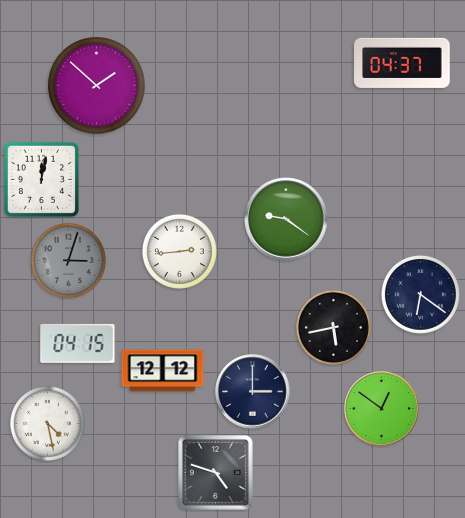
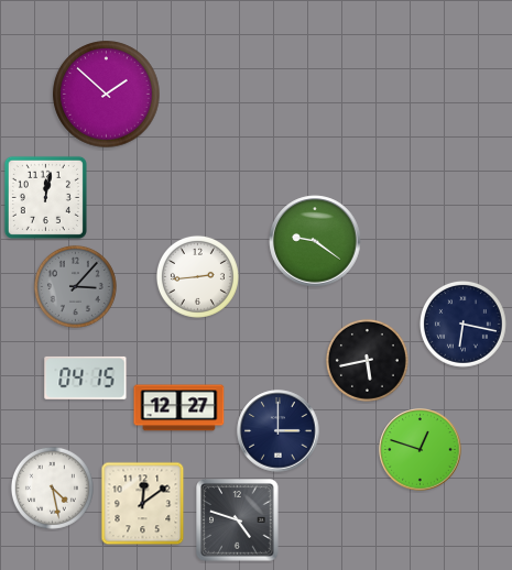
clock at (402, 63): 04:37 -> none
clock at (68, 260): 3:03 -> 3:07
clock at (420, 294): 6:21 -> 6:17
clock at (163, 371): 12:12 -> 12:27
clock at (382, 409): 12:51 -> 12:48
clock at (47, 423) position: (47, 423) -> (52, 487)
clock at (143, 504): none -> 12:09
